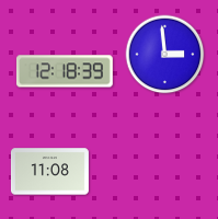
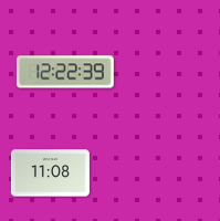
clock at (165, 55): 2:59 -> none
clock at (65, 71): 12:18 -> 12:22
